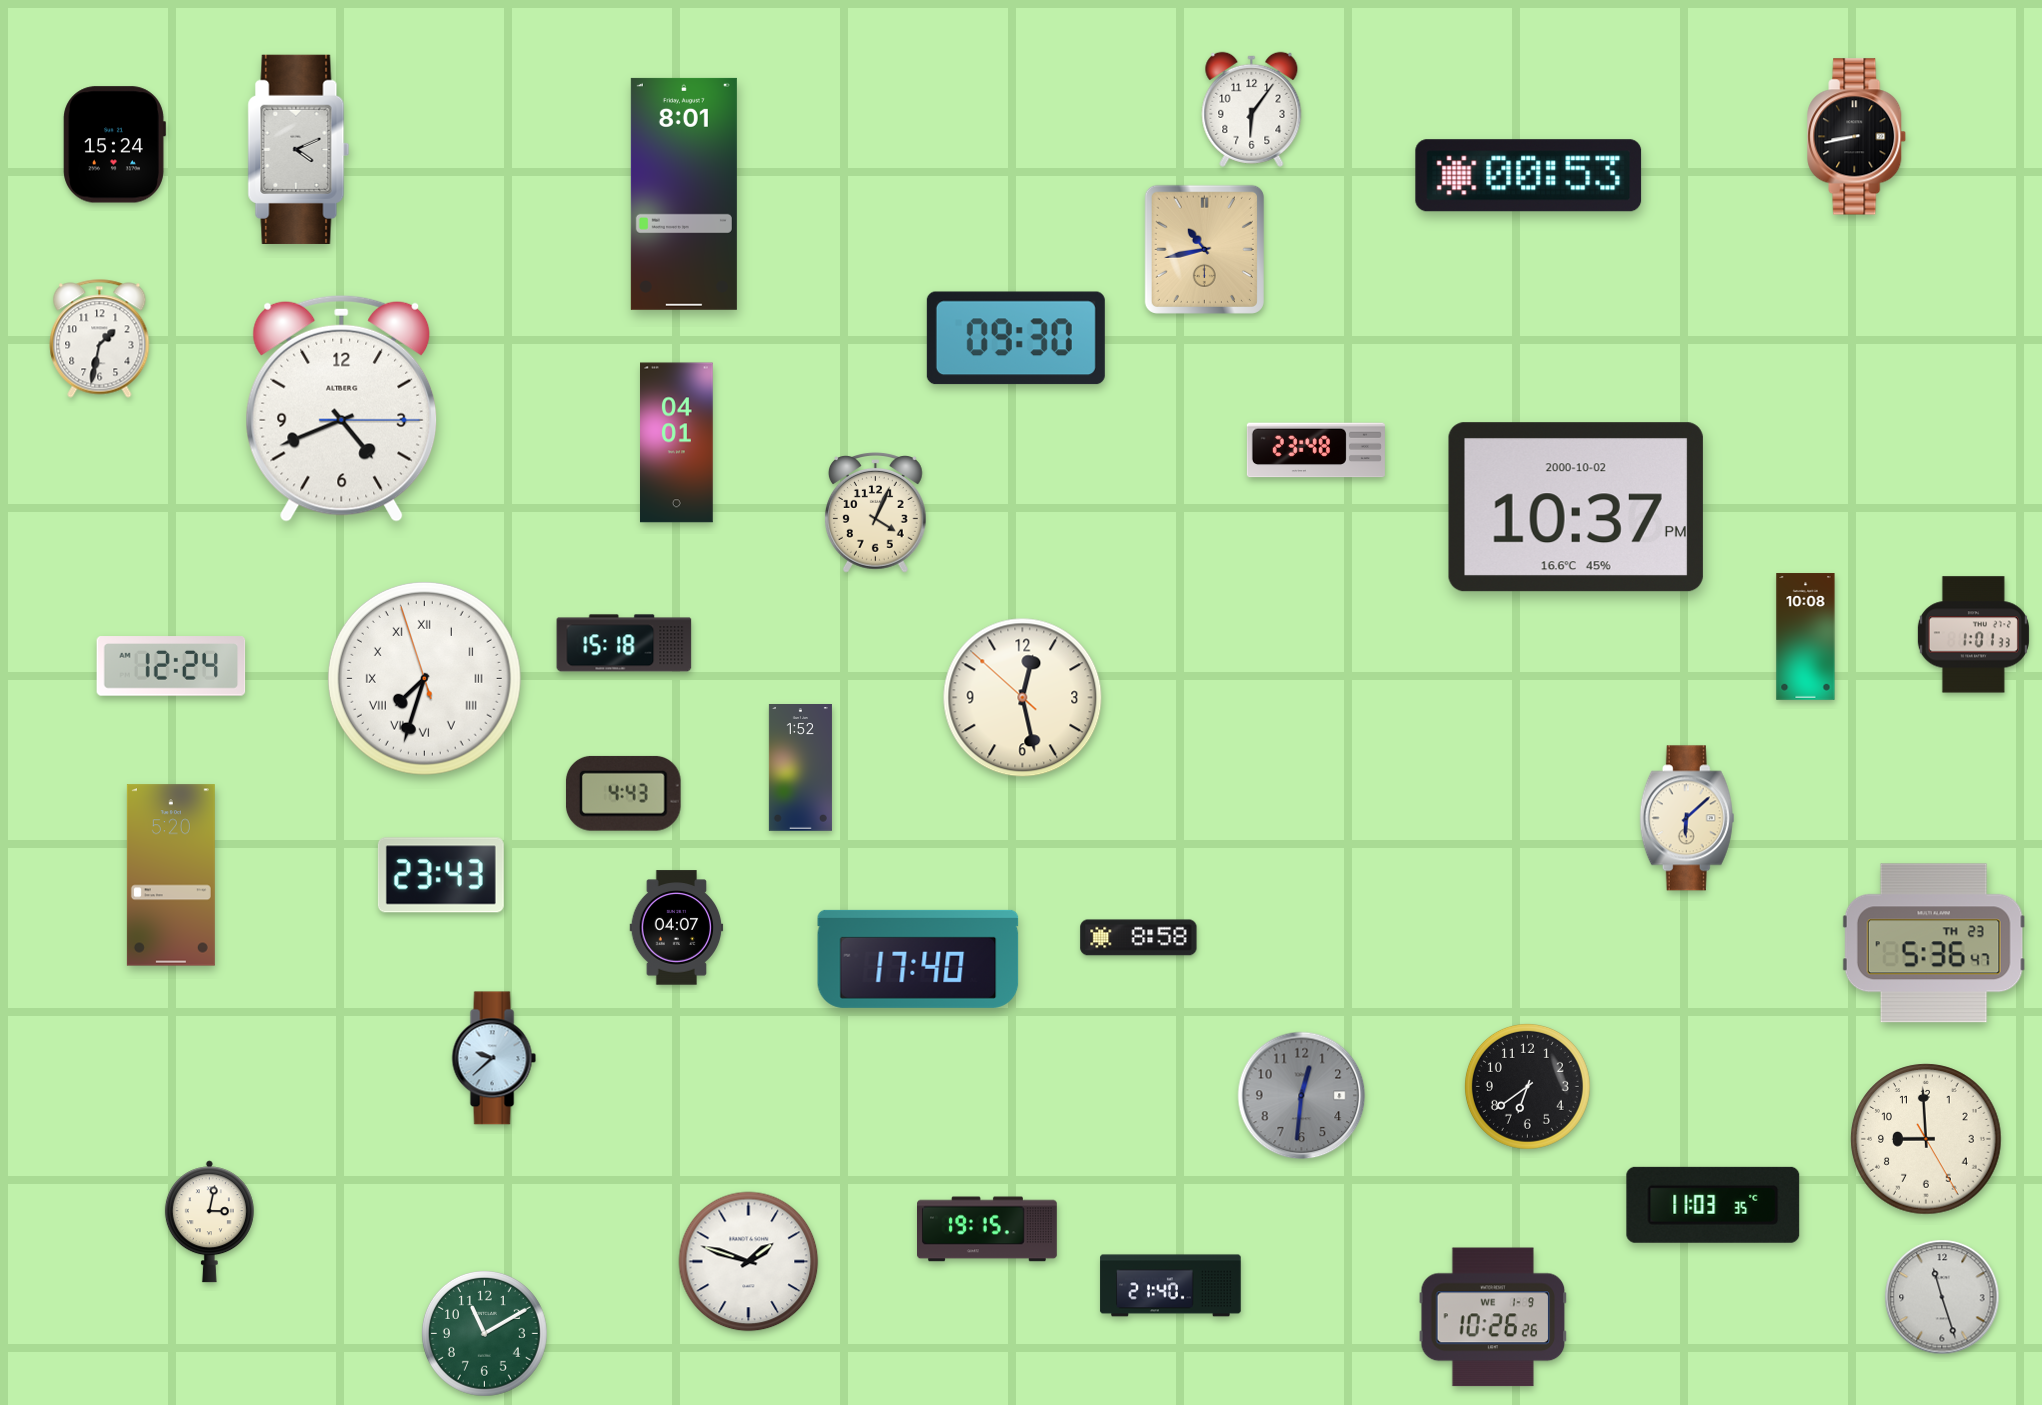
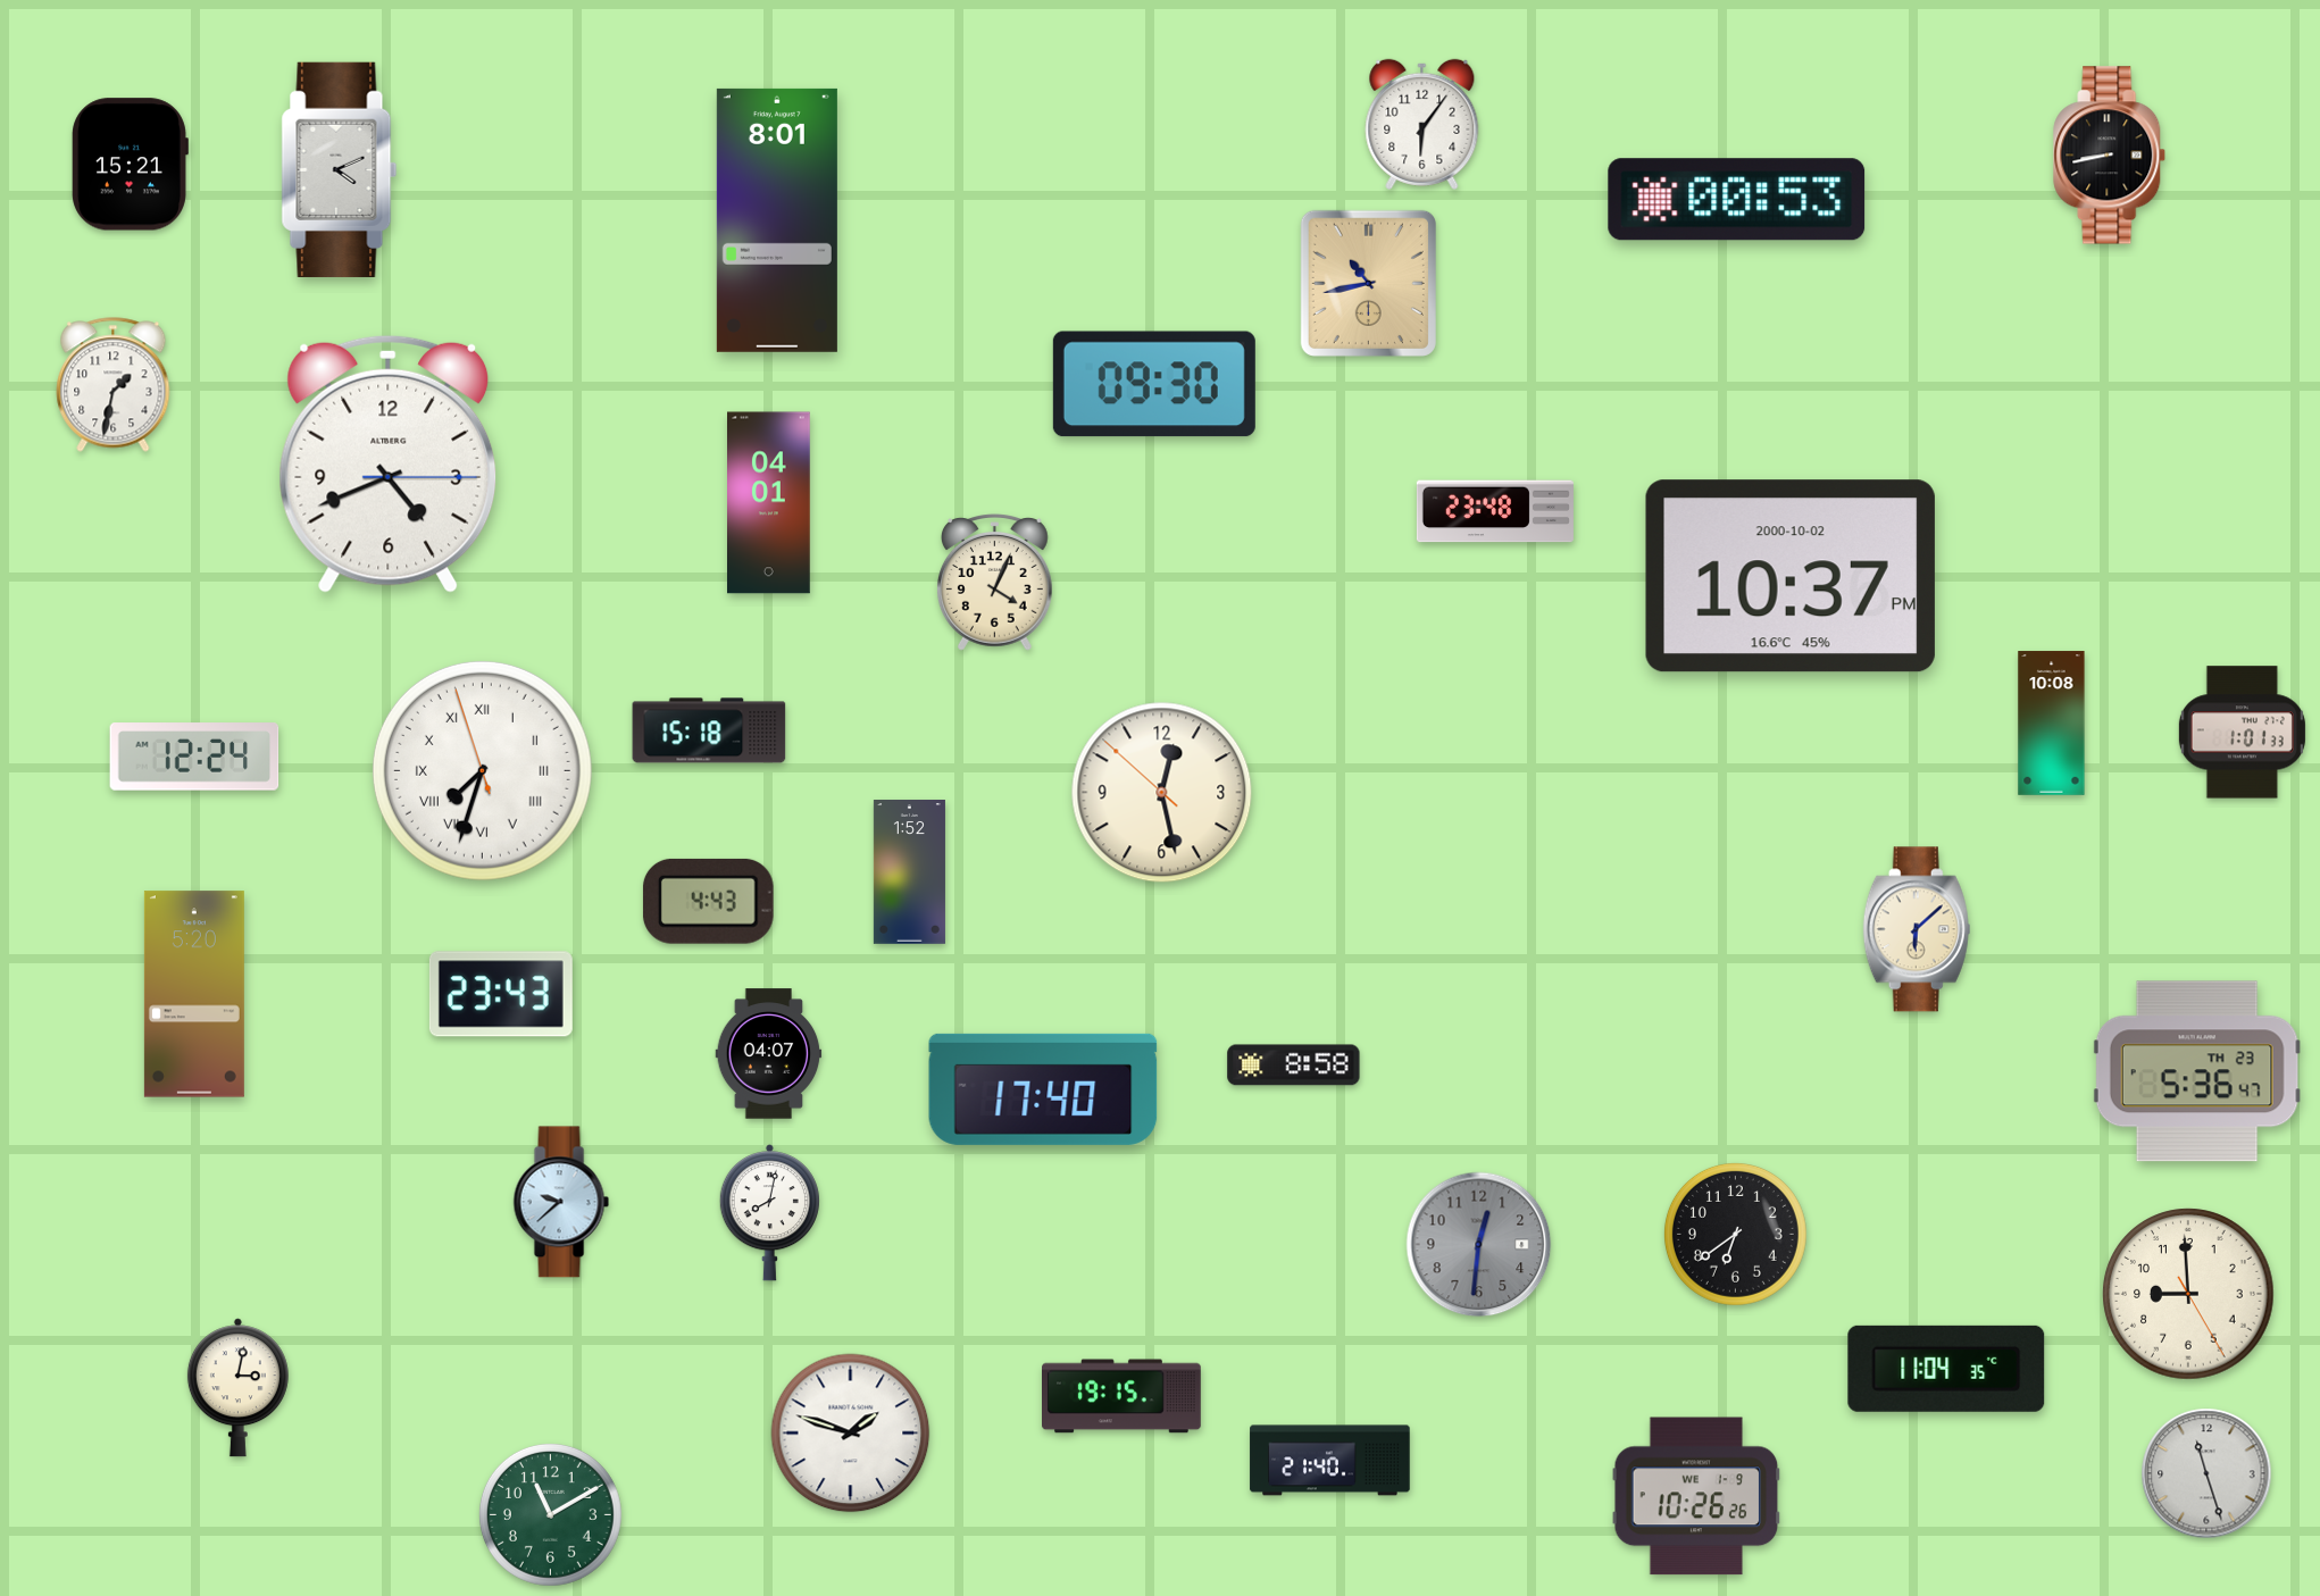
clock at (114, 145): 15:24 -> 15:21
clock at (1973, 635) position: (1973, 635) -> (2242, 733)
clock at (769, 1213): none -> 8:02
clock at (1713, 1205): 11:03 -> 11:04
